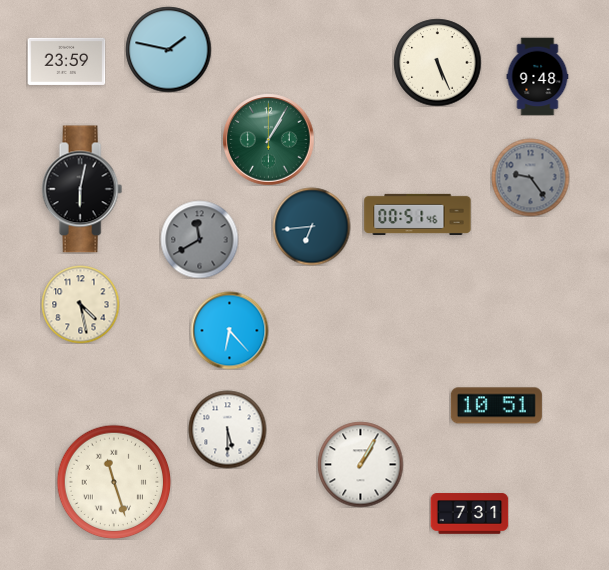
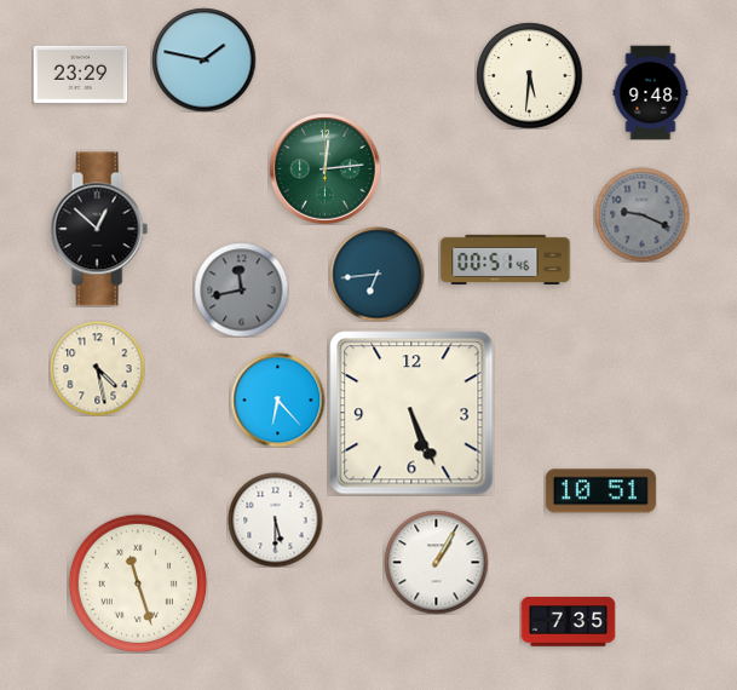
clock at (66, 61): 23:59 -> 23:29
clock at (437, 62): 5:26 -> 5:31
clock at (268, 139): 1:05 -> 12:14
clock at (530, 177): 9:24 -> 9:19
clock at (82, 189): 6:02 -> 12:52
clock at (199, 239): 11:40 -> 11:43
clock at (411, 413): none -> 5:26
clock at (469, 514): 7:31 -> 7:35
